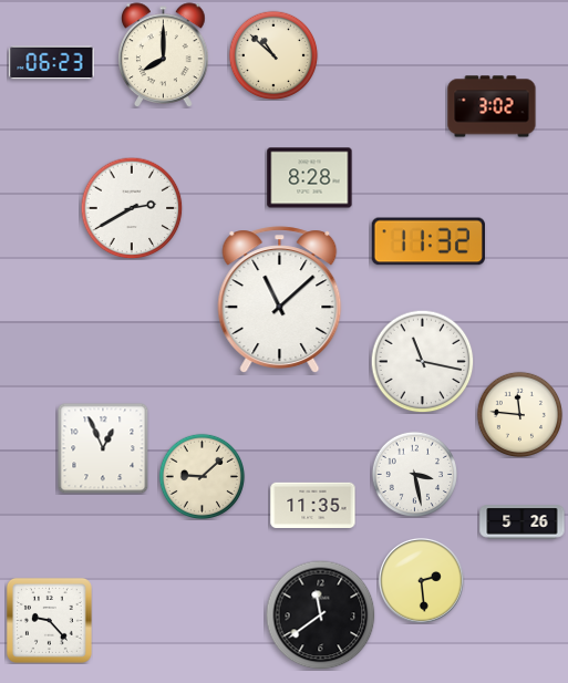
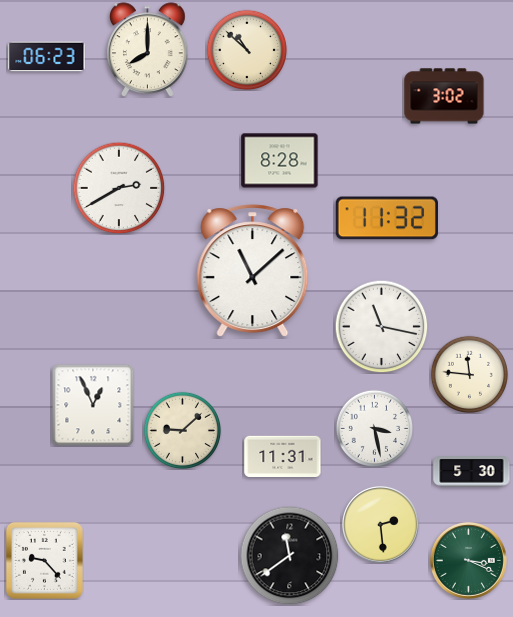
clock at (313, 505): 11:35 -> 11:31
clock at (523, 522): 5:26 -> 5:30
clock at (468, 560): none -> 3:19
